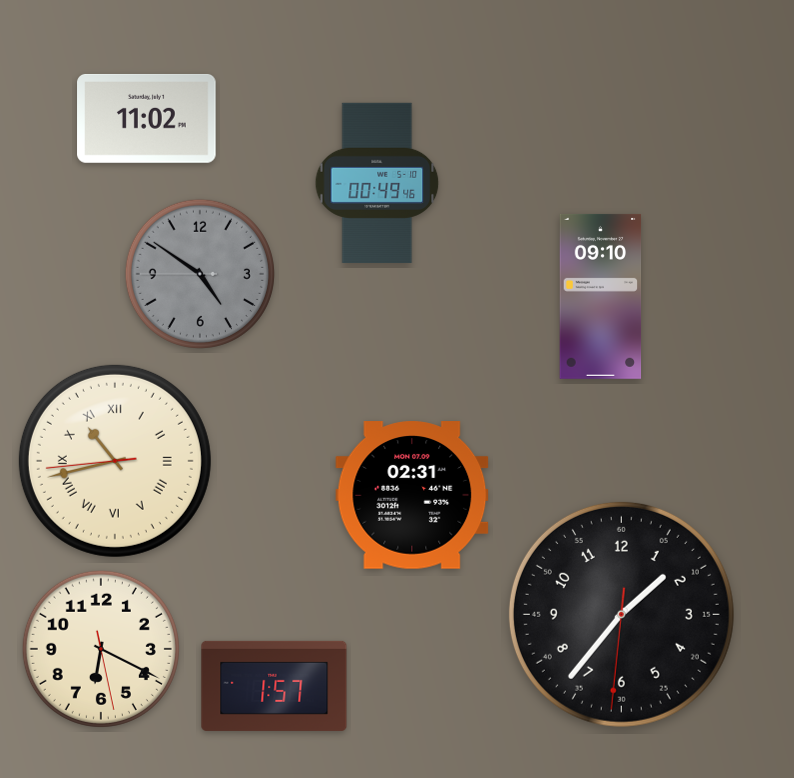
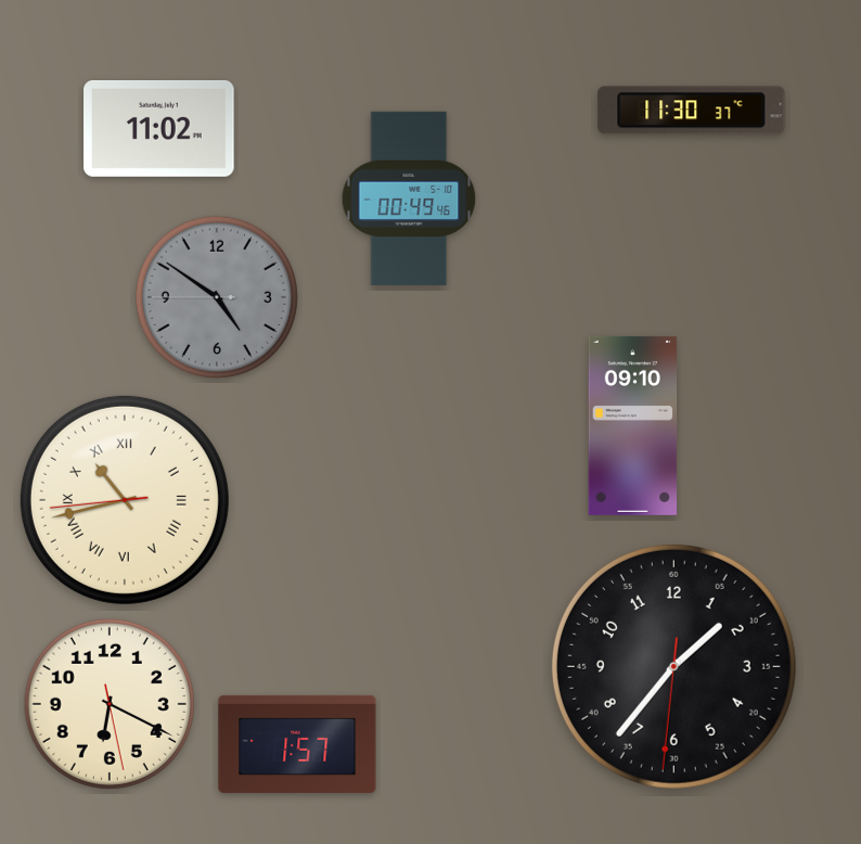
clock at (692, 111): none -> 11:30
clock at (601, 296) position: (601, 296) -> (633, 425)
clock at (412, 495): 02:31 -> none
